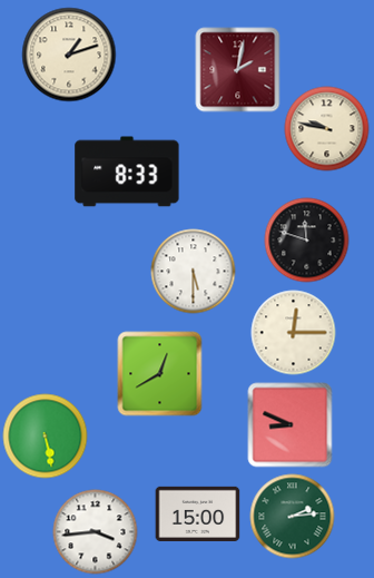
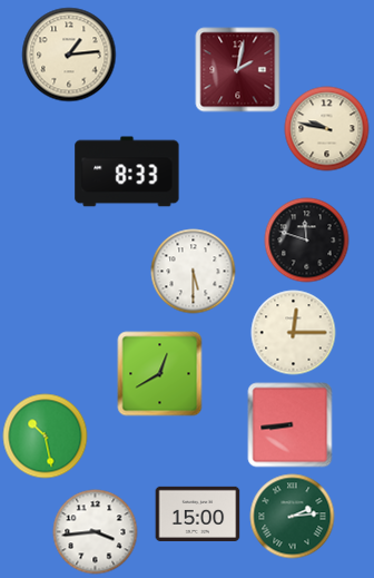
clock at (69, 55): 1:12 -> 1:14
clock at (291, 425): 8:49 -> 8:44
clock at (46, 437): 5:28 -> 10:28
